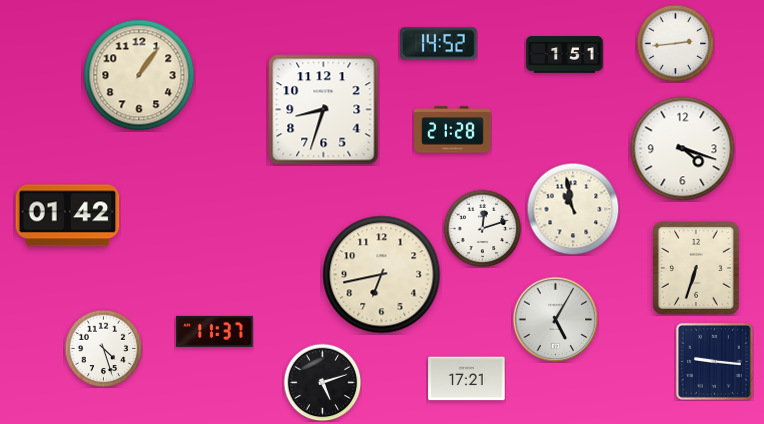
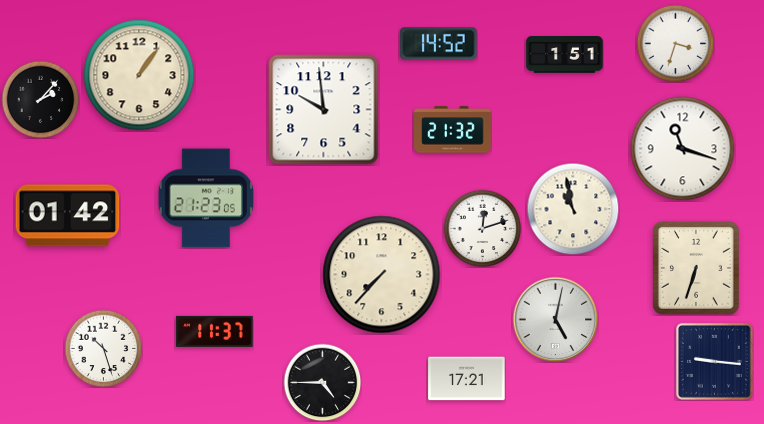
clock at (675, 43): 2:44 -> 3:33
clock at (40, 99): none -> 2:07
clock at (324, 110): 8:33 -> 9:59
clock at (453, 130): 21:28 -> 21:32
clock at (683, 149): 4:18 -> 11:18
clock at (205, 198): none -> 21:23
clock at (382, 275): 6:43 -> 7:37
clock at (555, 319): 5:05 -> 5:02
clock at (103, 348): 4:27 -> 10:27
clock at (322, 382): 5:12 -> 4:45
